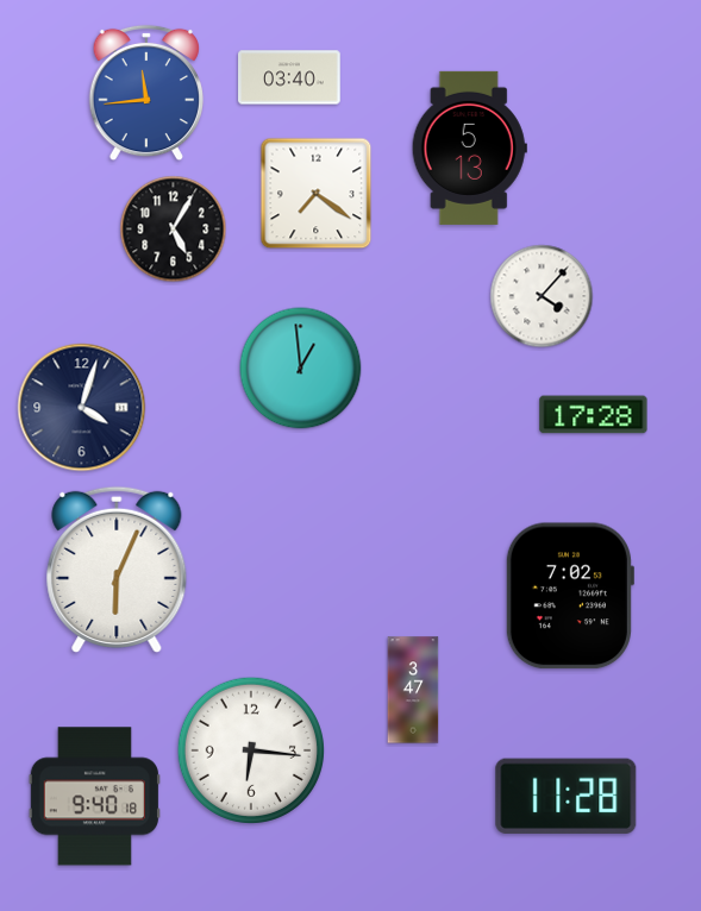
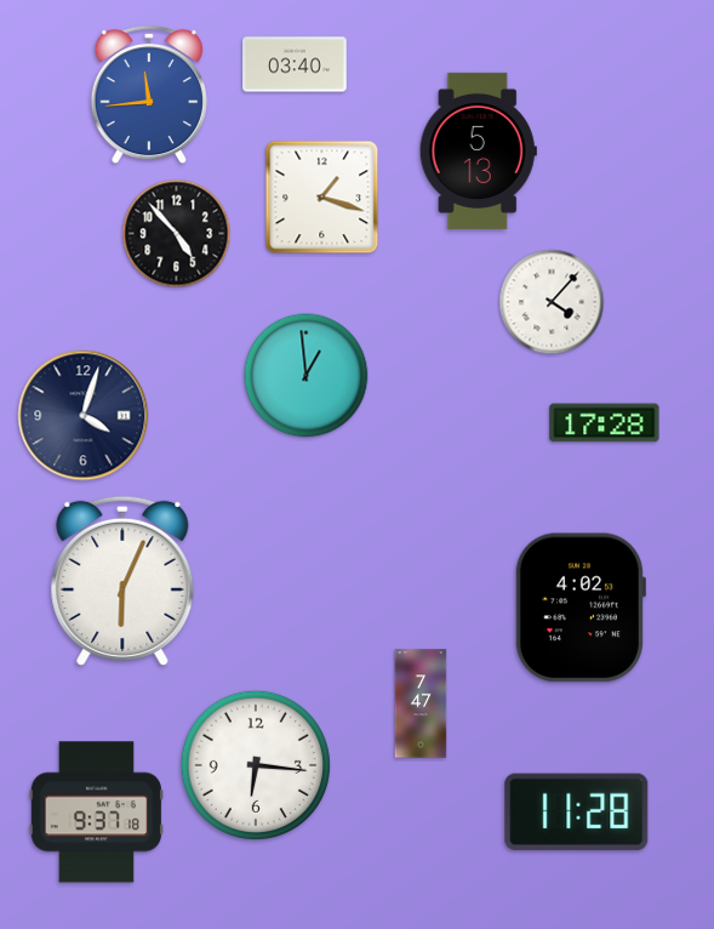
clock at (289, 77) position: (289, 77) -> (295, 64)
clock at (317, 194): 7:21 -> 1:18
clock at (174, 230): 5:05 -> 4:53
clock at (117, 570) position: (117, 570) -> (122, 581)
clock at (569, 596): 7:02 -> 4:02
clock at (413, 690): 3:47 -> 7:47
clock at (94, 797): 9:40 -> 9:37
